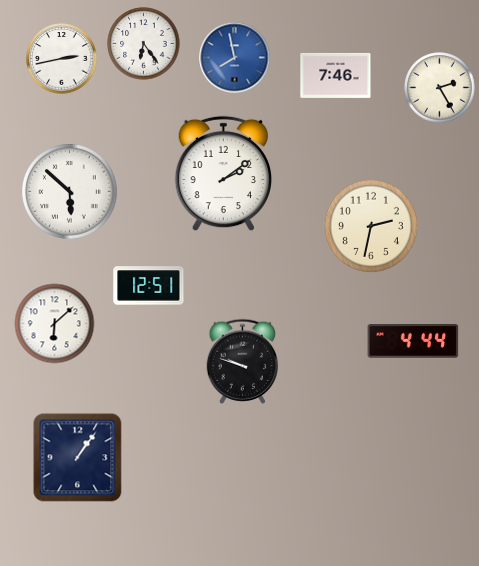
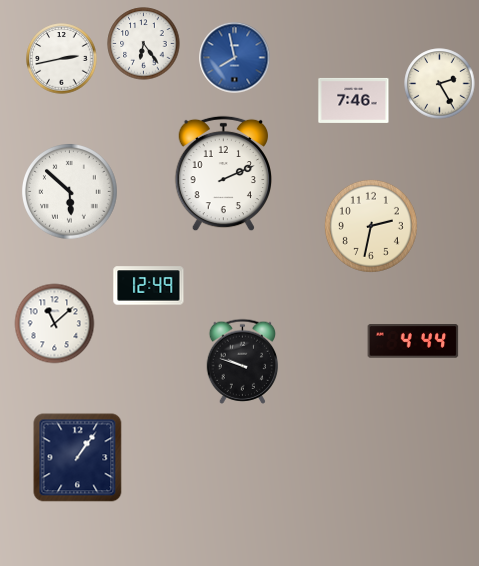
clock at (336, 75) position: (336, 75) -> (354, 100)
clock at (440, 88) position: (440, 88) -> (440, 84)
clock at (223, 174): 2:09 -> 2:11
clock at (149, 286): 12:51 -> 12:49
clock at (55, 324): 6:08 -> 11:08
